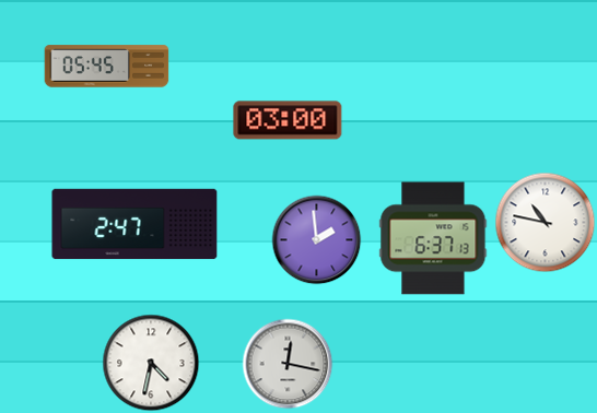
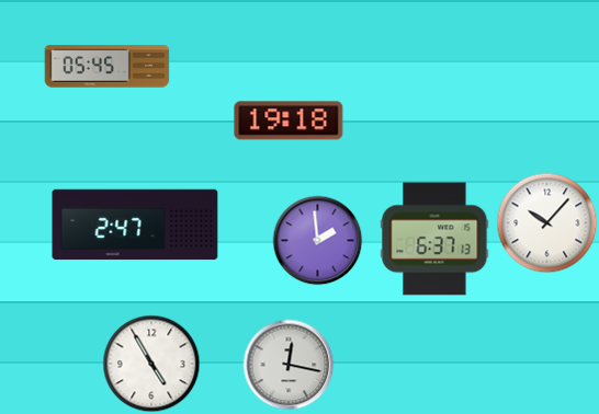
clock at (288, 120): 03:00 -> 19:18
clock at (545, 222): 10:47 -> 10:07
clock at (151, 363): 4:32 -> 4:55
